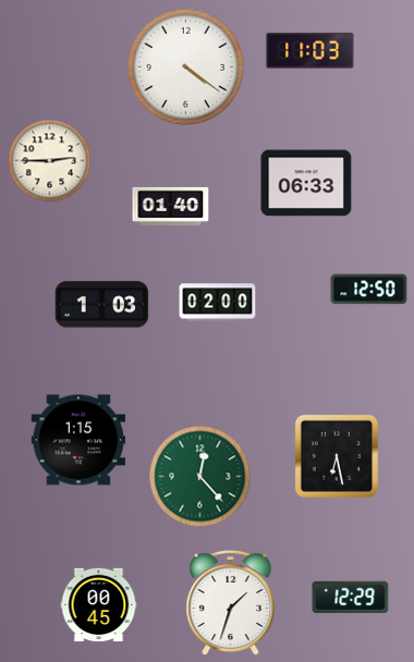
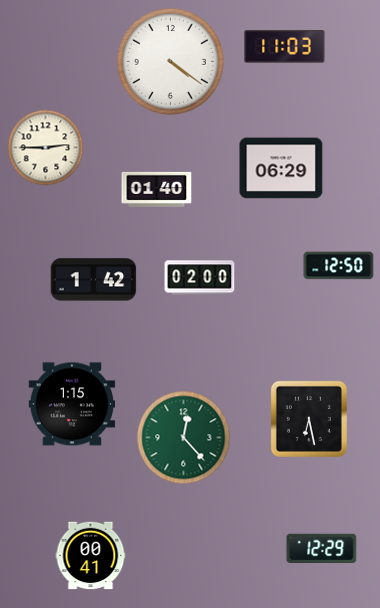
clock at (306, 183): 06:33 -> 06:29
clock at (102, 305): 1:03 -> 1:42
clock at (231, 603): 1:33 -> none
clock at (99, 605): 00:45 -> 00:41
